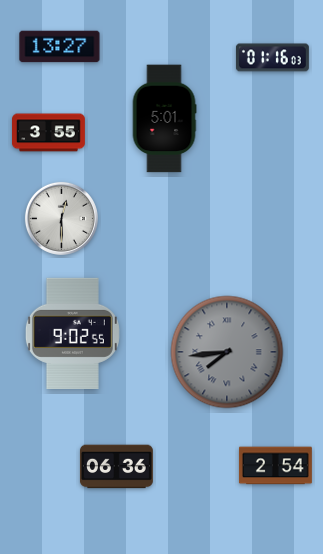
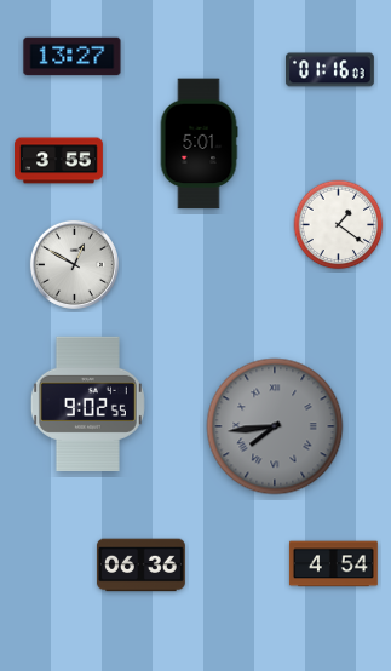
clock at (339, 225): none -> 1:21
clock at (61, 218): 12:30 -> 12:50
clock at (275, 466): 2:54 -> 4:54
